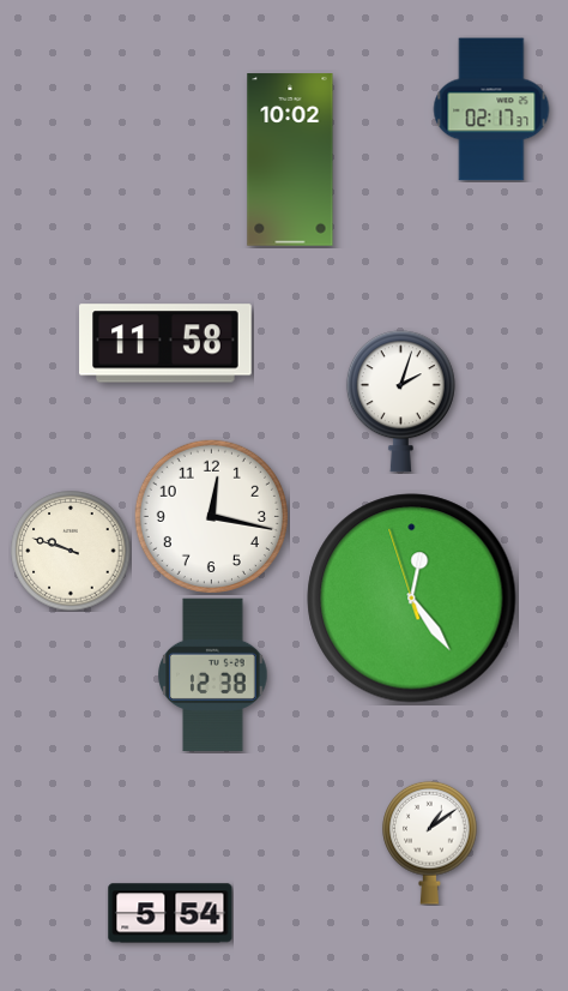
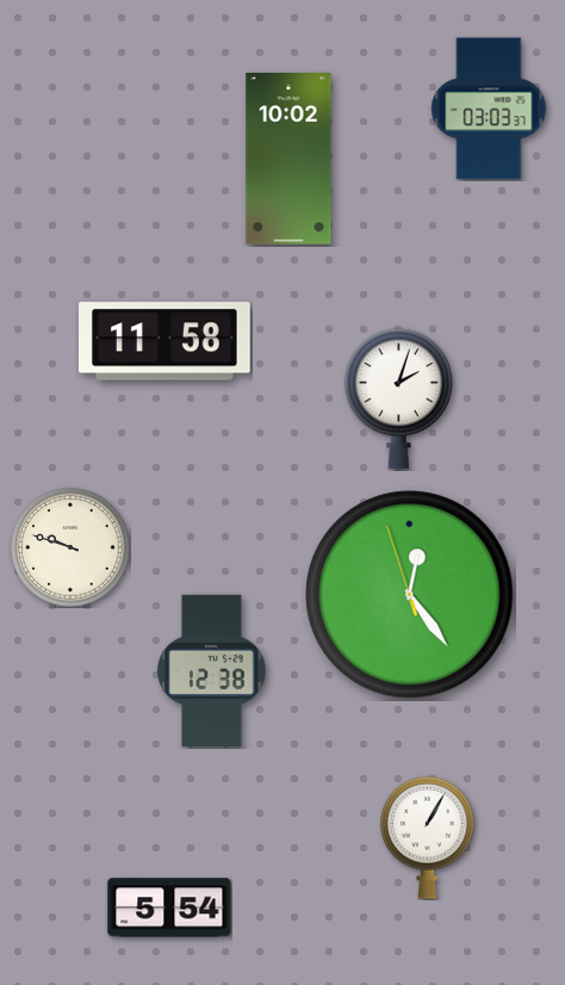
clock at (491, 109): 02:17 -> 03:03
clock at (211, 516): 12:17 -> none
clock at (430, 842): 1:09 -> 1:05
